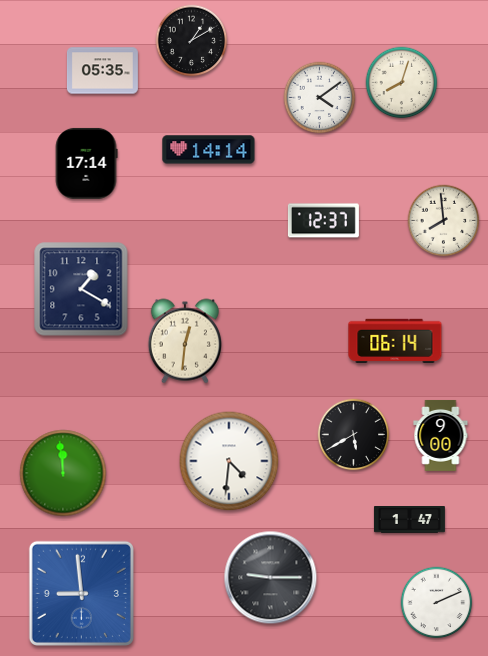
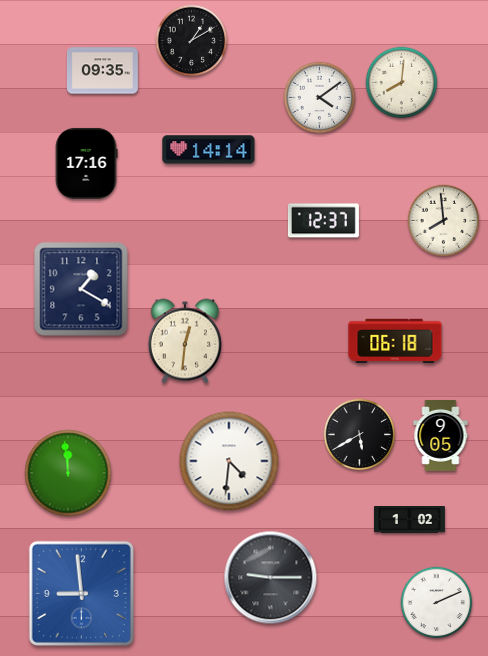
clock at (102, 71): 05:35 -> 09:35
clock at (402, 83): 8:03 -> 8:01
clock at (86, 163): 17:14 -> 17:16
clock at (395, 340): 06:14 -> 06:18
clock at (354, 435) position: (354, 435) -> (360, 435)
clock at (441, 435): 9:00 -> 9:05
clock at (63, 473) position: (63, 473) -> (68, 473)
clock at (409, 520): 1:47 -> 1:02
